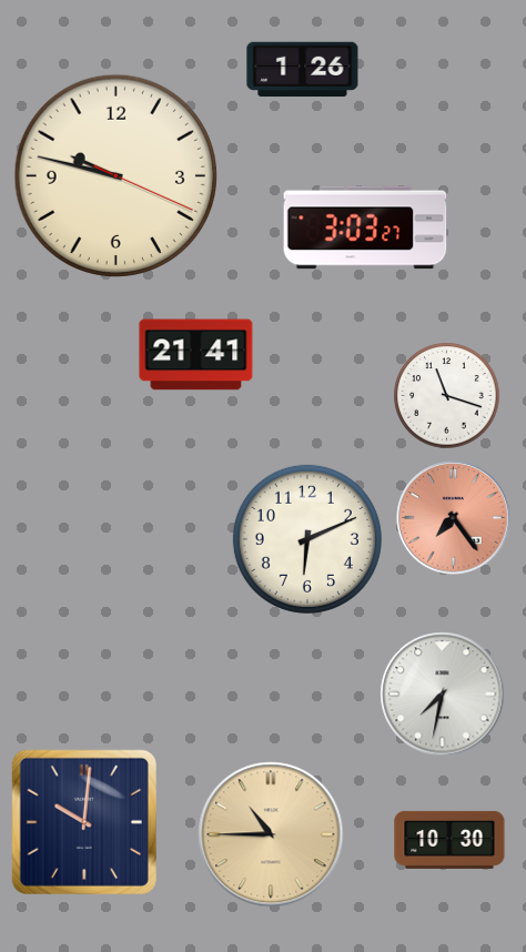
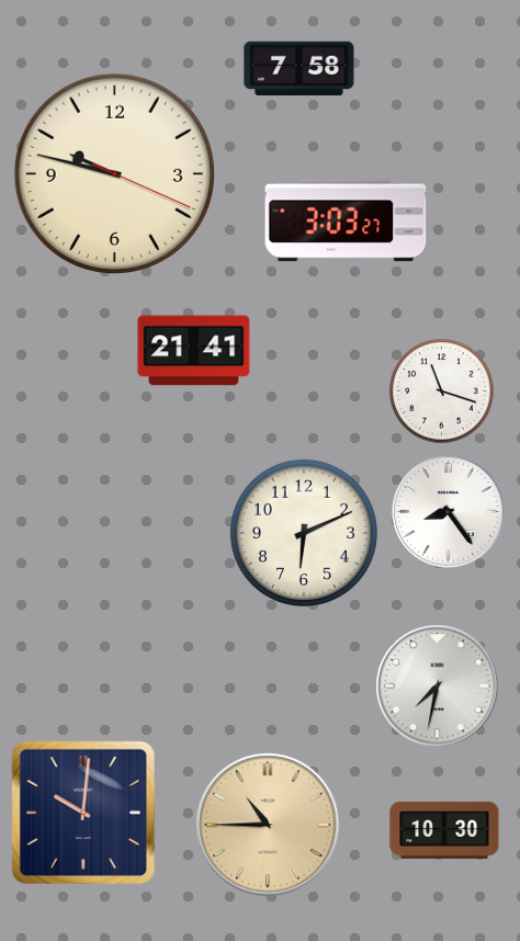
clock at (303, 70): 1:26 -> 7:58
clock at (365, 227) position: (365, 227) -> (346, 220)
clock at (454, 518): 7:24 -> 8:24
clock at (454, 518) dial: salmon -> white
